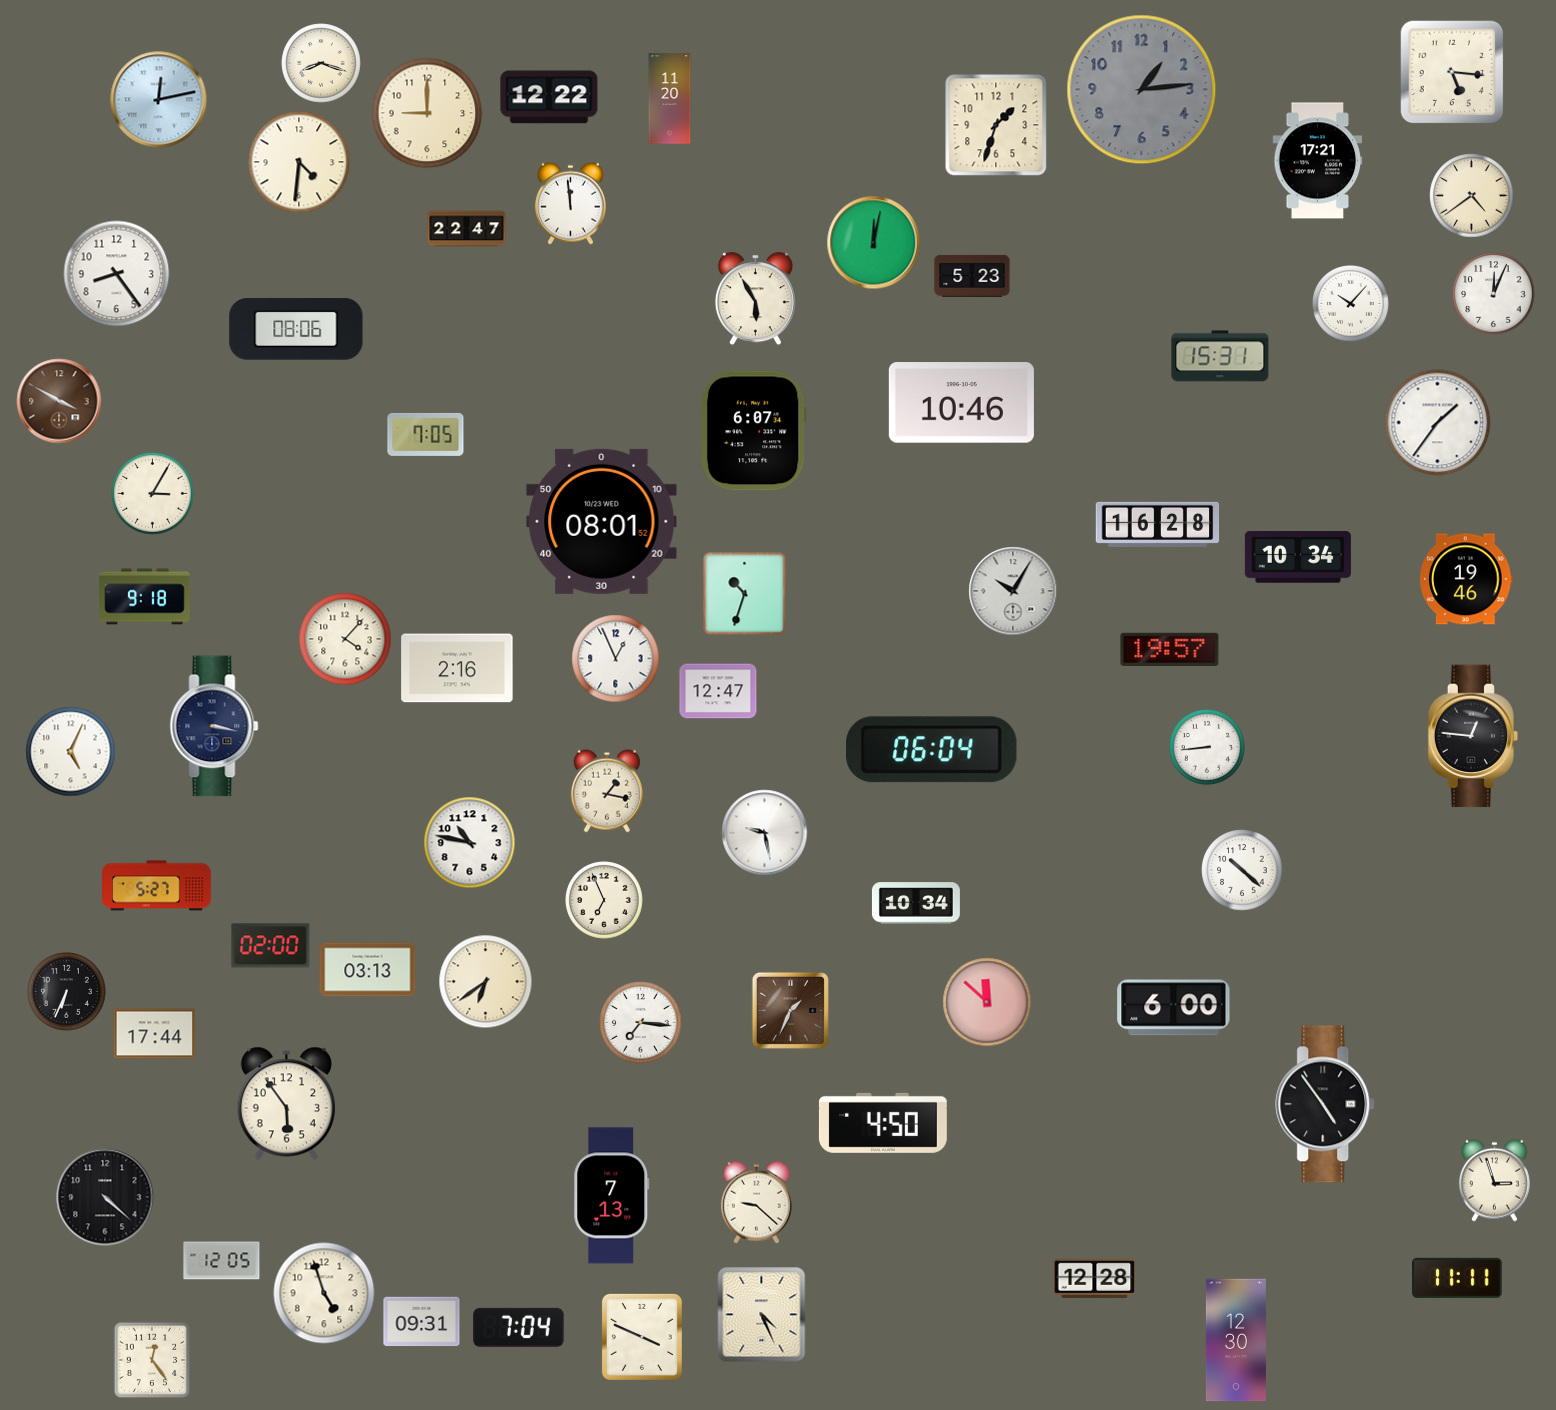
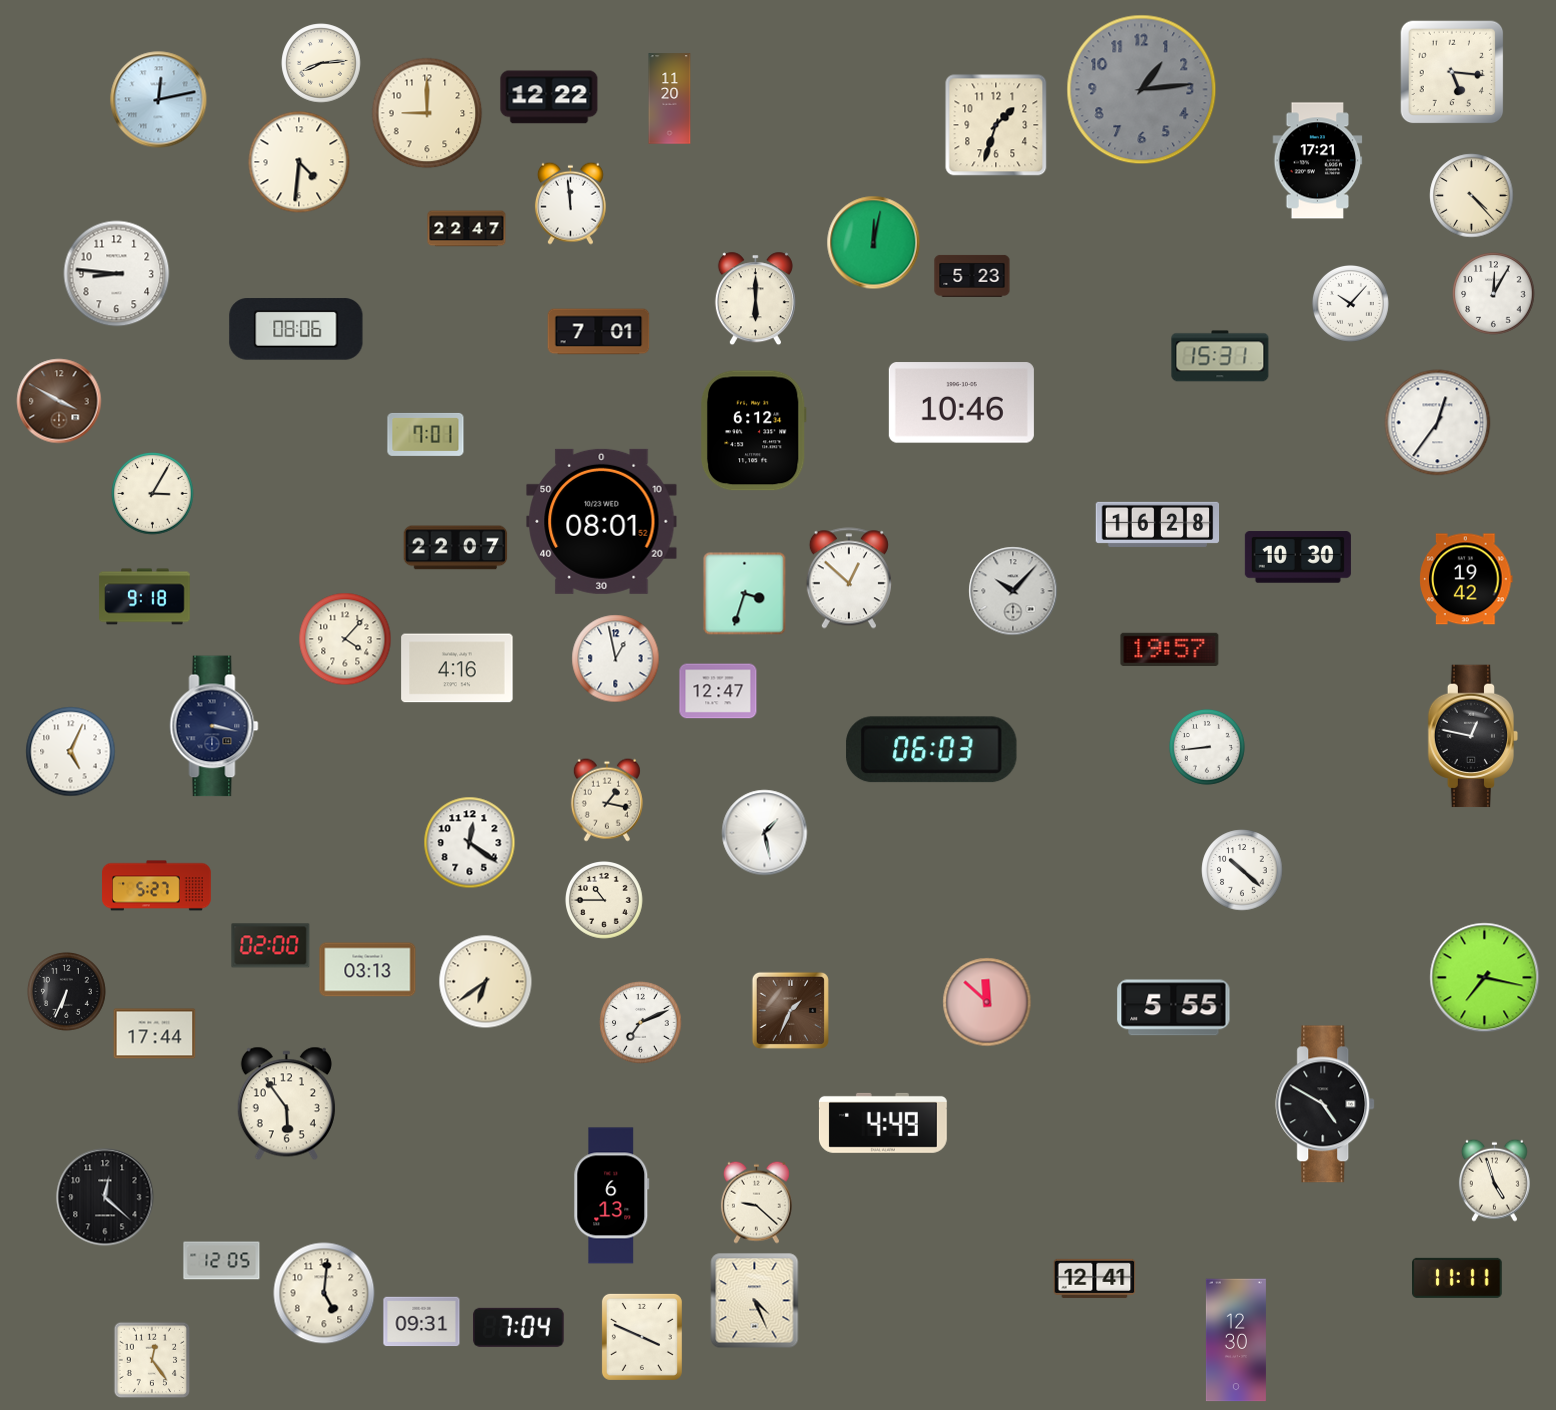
clock at (321, 63): 8:18 -> 8:14
clock at (1472, 196): 4:39 -> 4:23
clock at (117, 274): 8:24 -> 8:46
clock at (1494, 294): 12:04 -> 12:05
clock at (755, 299): 5:55 -> 6:00
clock at (599, 332): none -> 7:01
clock at (1438, 423): 1:36 -> 12:36
clock at (753, 431): 6:07 -> 6:12
clock at (426, 434): 7:05 -> 7:01
clock at (456, 548): none -> 22:07
clock at (1298, 557): 10:34 -> 10:30
clock at (849, 578): none -> 12:52
clock at (1466, 579): 19:46 -> 19:42
clock at (1013, 591): 10:05 -> 10:07
clock at (745, 594): 10:33 -> 3:33
clock at (616, 659): 12:56 -> 12:58
clock at (457, 668): 2:16 -> 4:16
clock at (1473, 736): 12:46 -> 12:47
clock at (932, 750): 06:04 -> 06:03
clock at (607, 791) position: (607, 791) -> (607, 800)
clock at (765, 833): 9:28 -> 1:28
clock at (470, 843): 10:47 -> 12:21
clock at (605, 901): 6:56 -> 10:45
clock at (916, 903): 10:34 -> none
clock at (1485, 978): none -> 7:17
clock at (1174, 1008): 6:00 -> 5:55
clock at (641, 1023): 7:16 -> 7:11
clock at (1326, 1104): 4:54 -> 4:50
clock at (883, 1123): 4:50 -> 4:49
clock at (1494, 1180): 2:57 -> 4:57
clock at (612, 1196): 7:13 -> 6:13
clock at (105, 1197): 4:22 -> 12:22
clock at (1095, 1278): 12:28 -> 12:41
clock at (324, 1293): 4:57 -> 5:01
clock at (762, 1315) position: (762, 1315) -> (755, 1301)
